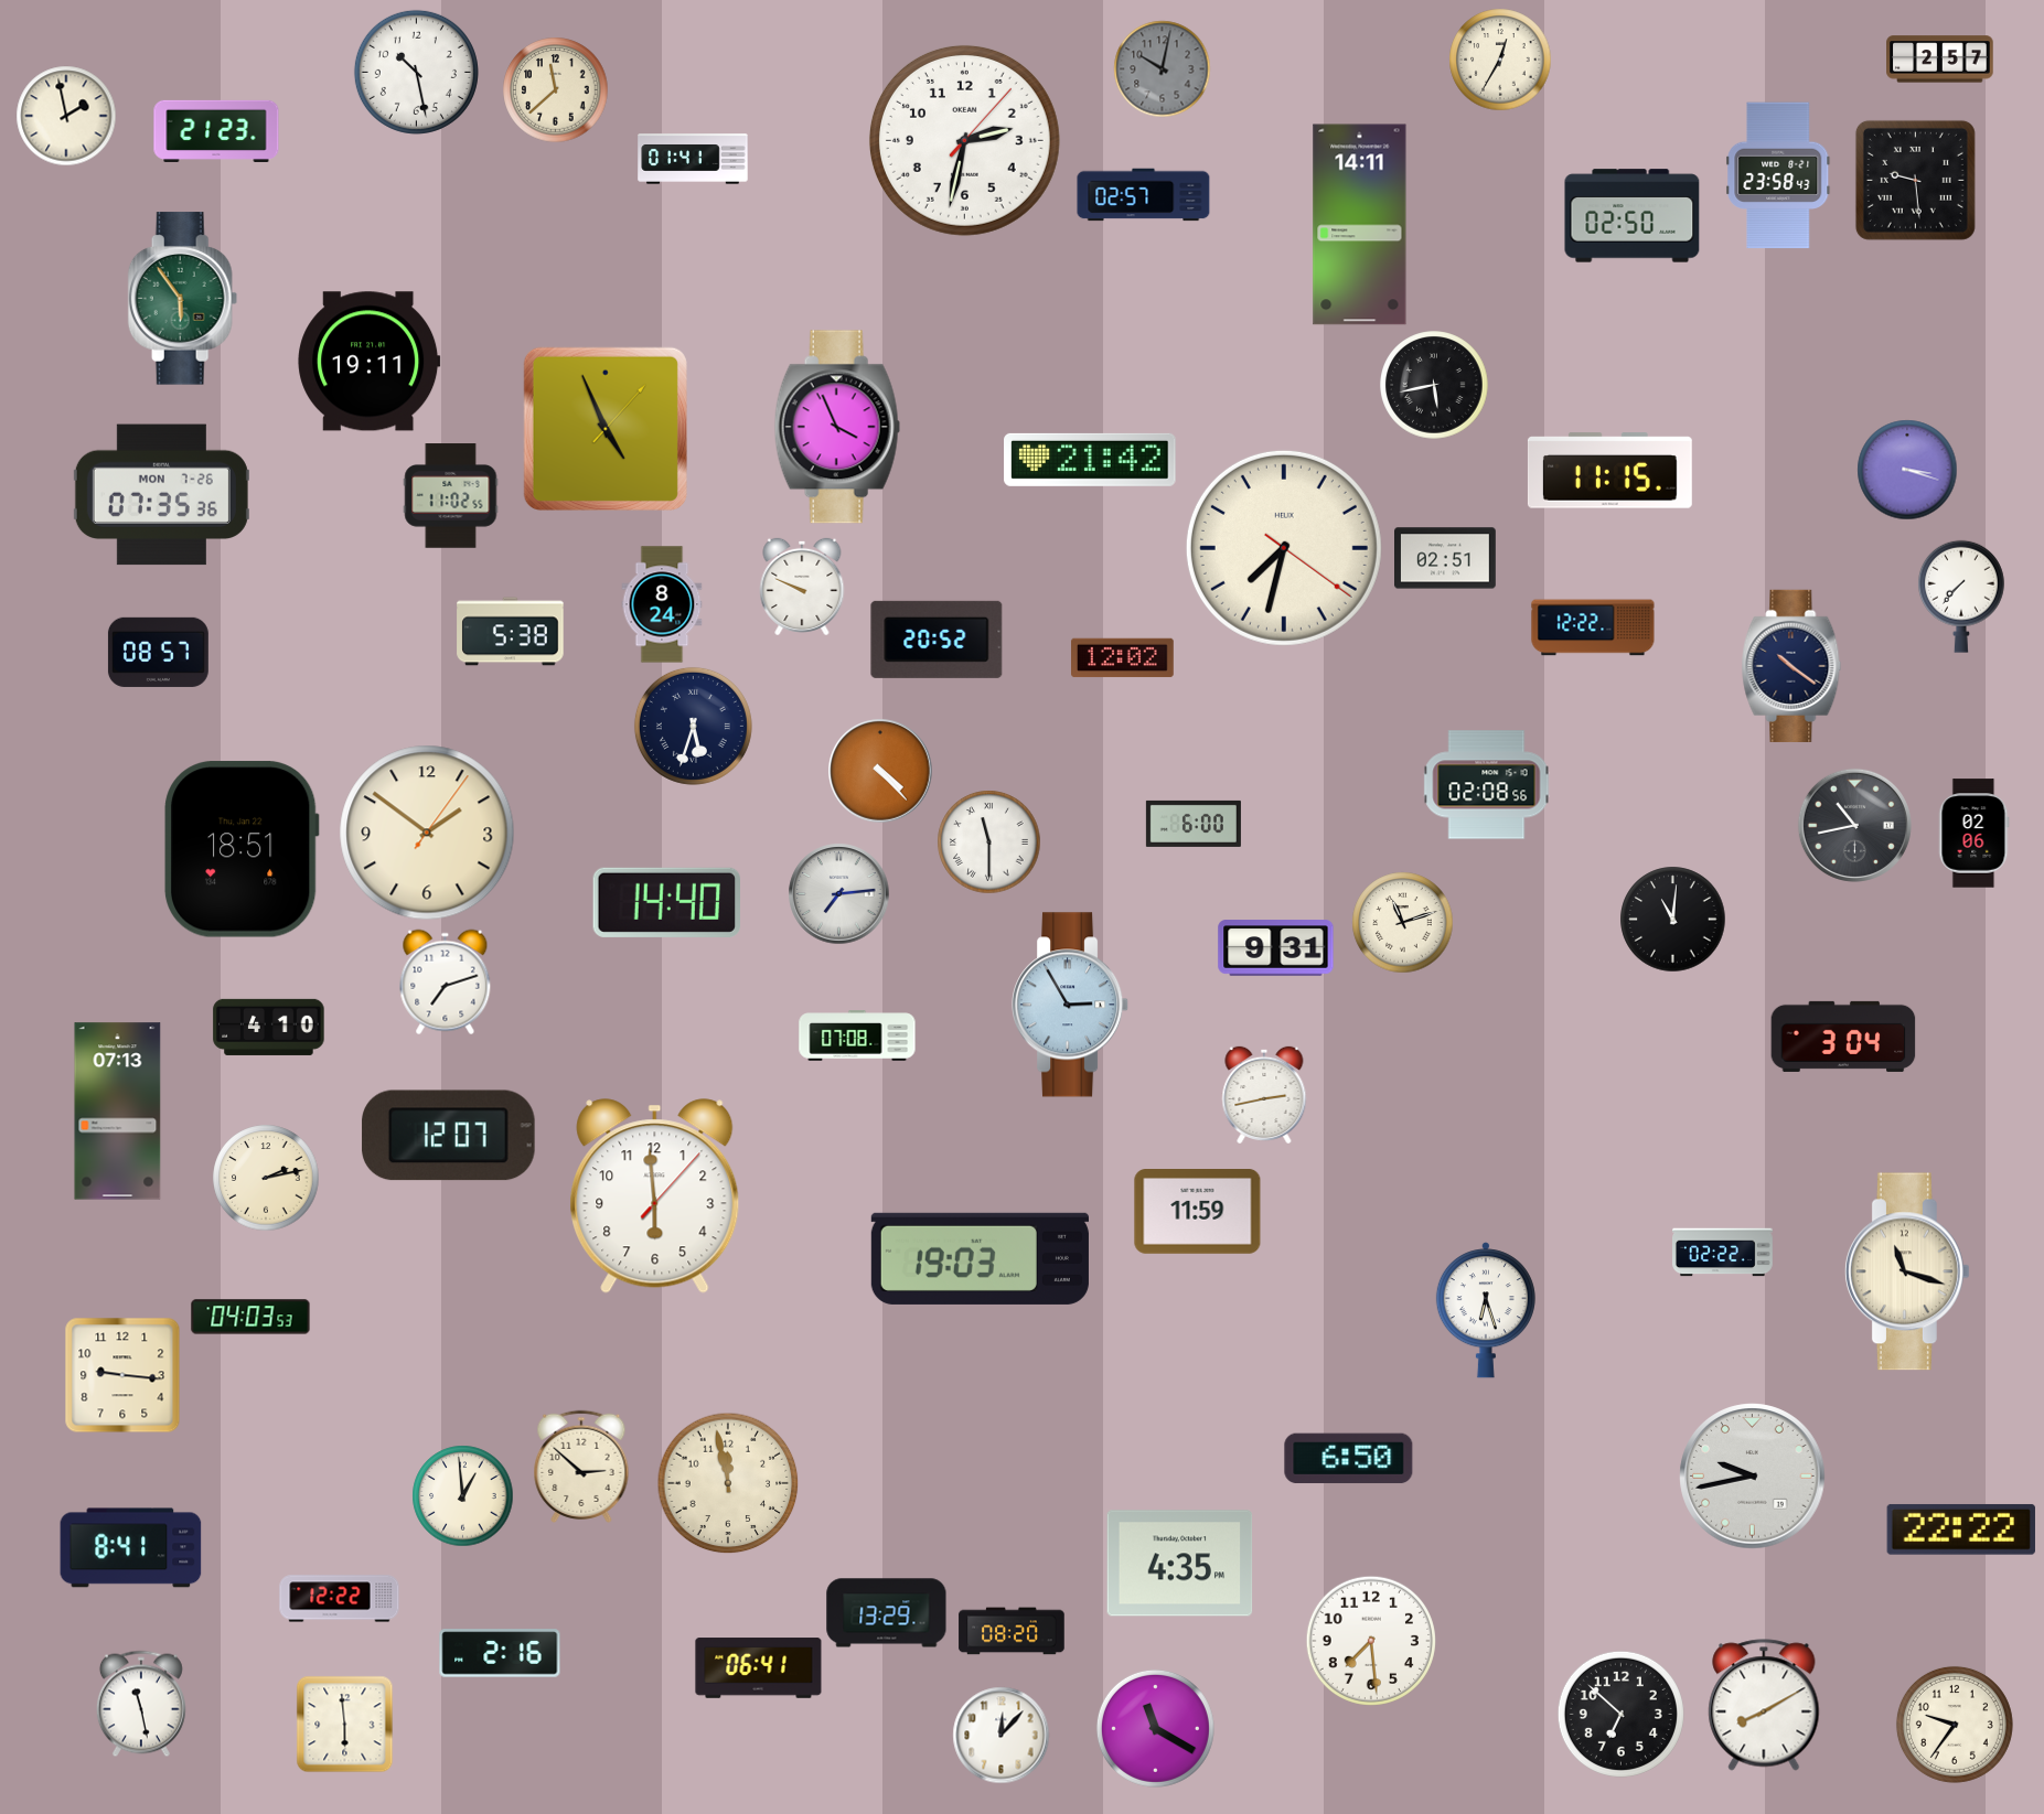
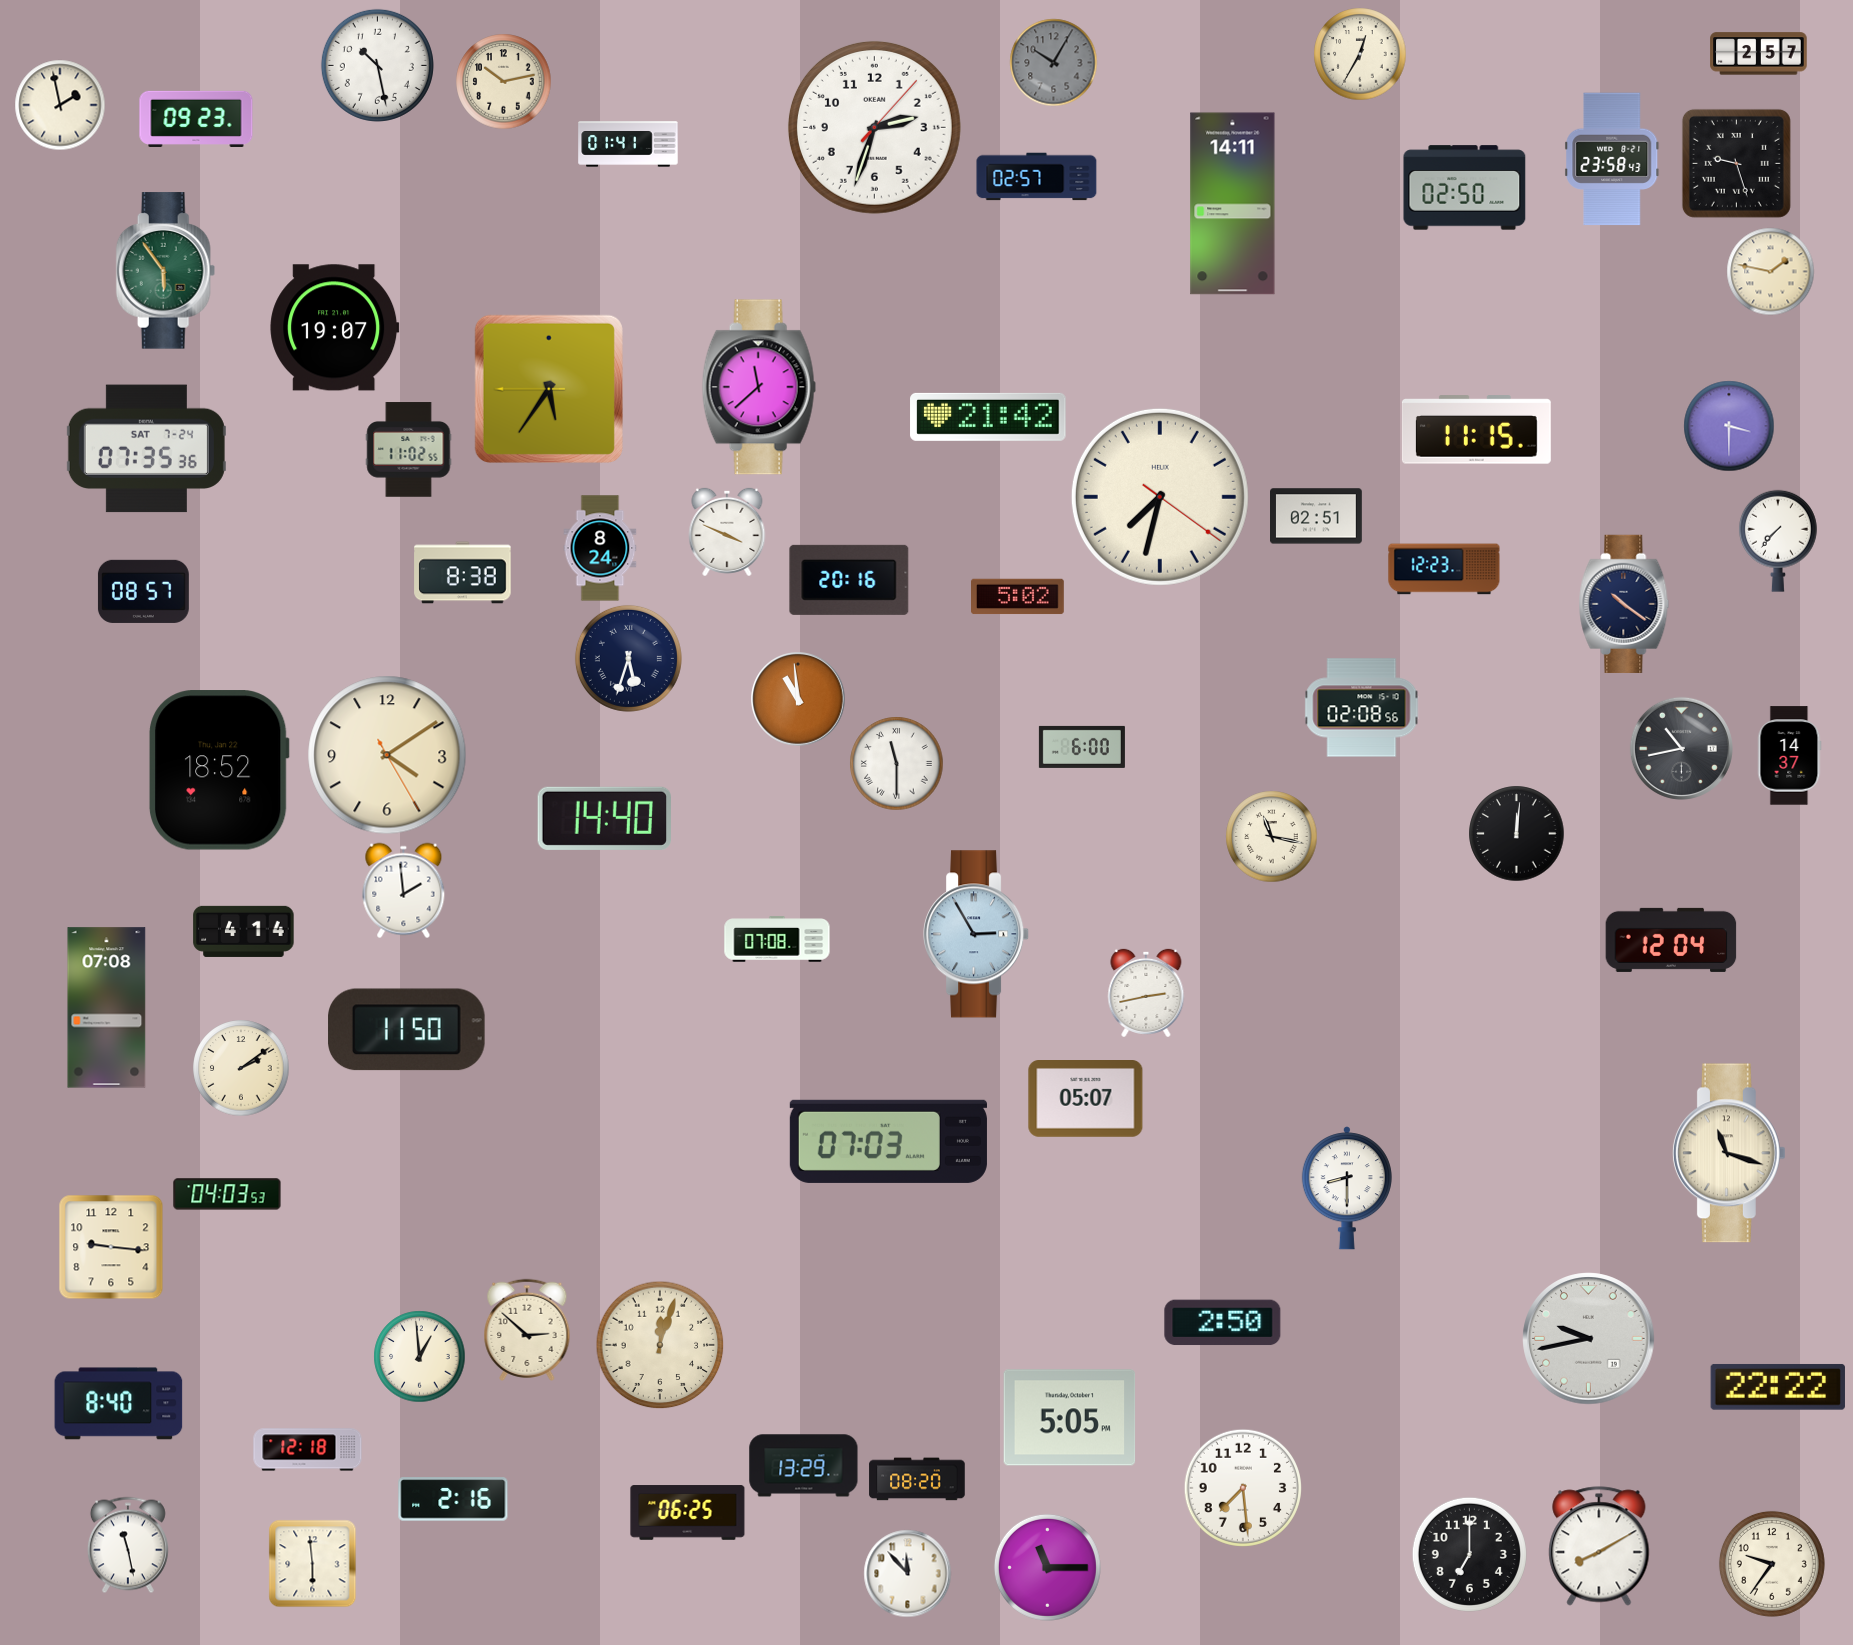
clock at (1162, 68): 10:02 -> 10:05
clock at (555, 89): 11:38 -> 10:13
clock at (216, 131): 21:23 -> 09:23
clock at (964, 140): 2:32 -> 2:33
clock at (1915, 180): 9:29 -> 9:27
clock at (1633, 216) position: (1633, 216) -> (1465, 188)
clock at (1770, 271): none -> 1:47
clock at (370, 362): 19:11 -> 19:07
clock at (1434, 385): 5:43 -> none
clock at (837, 427): 3:56 -> 11:38
clock at (606, 429): 4:56 -> 5:35
clock at (1907, 470): 3:18 -> 3:30
clock at (1609, 471) position: (1609, 471) -> (1476, 430)
clock at (161, 495) date: MON 7-26 -> SAT 7-24
clock at (1284, 548) position: (1284, 548) -> (1160, 497)
clock at (1446, 558) position: (1446, 558) -> (1317, 516)
clock at (802, 587): 9:49 -> 3:49
clock at (1593, 627): 12:22 -> 12:23
clock at (511, 632): 5:38 -> 8:38
clock at (937, 640): 20:52 -> 20:16
clock at (1123, 658): 12:02 -> 5:02
clock at (880, 771): 4:23 -> 10:59
clock at (1487, 785) position: (1487, 785) -> (1362, 708)
clock at (427, 833): 1:51 -> 4:09
clock at (1975, 834): 02:06 -> 14:37
clock at (243, 849): 18:51 -> 18:52
clock at (838, 893): 7:14 -> none
clock at (1672, 919): 11:01 -> 12:01
clock at (1402, 922): 11:12 -> 11:17
clock at (1276, 948): 9:31 -> none
clock at (446, 981): 7:12 -> 1:59
clock at (1071, 1005) position: (1071, 1005) -> (977, 934)
clock at (269, 1027): 4:10 -> 4:14
clock at (1843, 1037): 3:04 -> 12:04
clock at (118, 1112): 07:13 -> 07:08
clock at (449, 1136): 12:07 -> 11:50
clock at (266, 1178): 2:13 -> 2:09
clock at (655, 1196): 5:59 -> none
clock at (1198, 1212): 11:59 -> 05:07
clock at (1723, 1253): 02:22 -> none
clock at (980, 1258): 19:03 -> 07:03
clock at (1486, 1310): 6:27 -> 8:30
clock at (1349, 1459): 6:50 -> 2:50
clock at (728, 1483): 11:58 -> 12:03
clock at (131, 1548): 8:41 -> 8:40
clock at (1180, 1564): 4:35 -> 5:05
clock at (340, 1599): 12:22 -> 12:18
clock at (887, 1613) position: (887, 1613) -> (804, 1466)
clock at (759, 1668): 06:41 -> 06:25
clock at (1620, 1714): 6:52 -> 7:00
clock at (1155, 1728): 11:20 -> 11:15
clock at (1000, 1735): 12:07 -> 11:53
